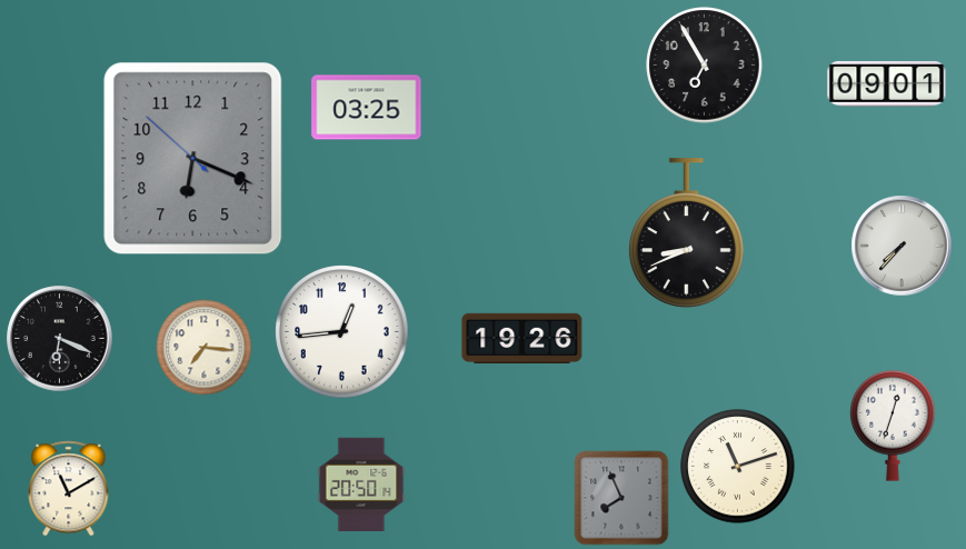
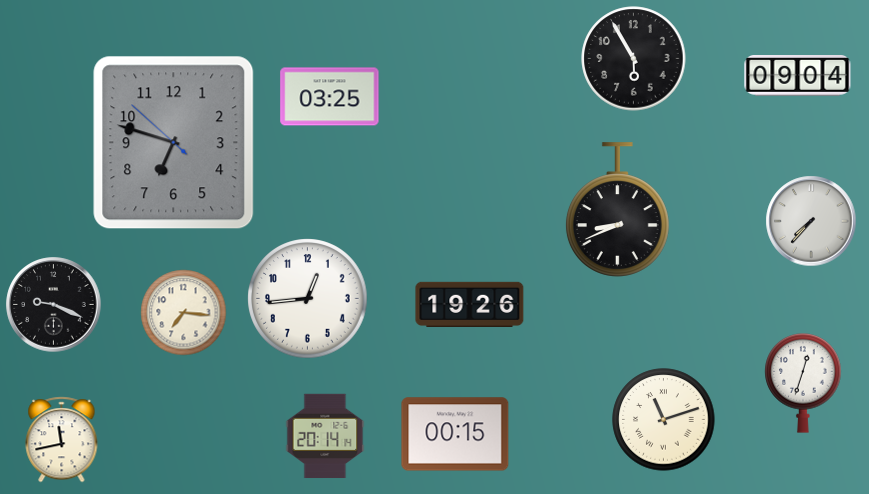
clock at (705, 66): 6:55 -> 5:55
clock at (887, 84): 09:01 -> 09:04
clock at (193, 159): 6:18 -> 6:47
clock at (60, 339): 6:19 -> 9:19
clock at (455, 434): none -> 00:15
clock at (361, 485): 20:50 -> 20:14
clock at (69, 489): 11:10 -> 11:43
clock at (621, 498): 7:56 -> none
